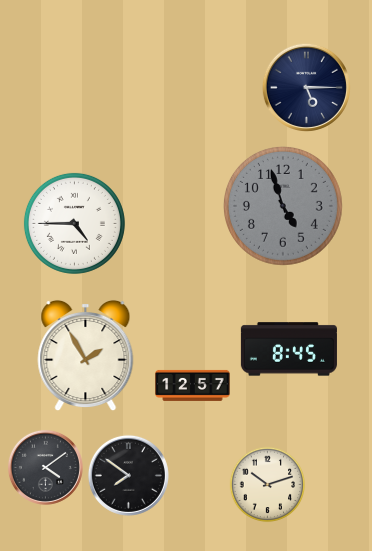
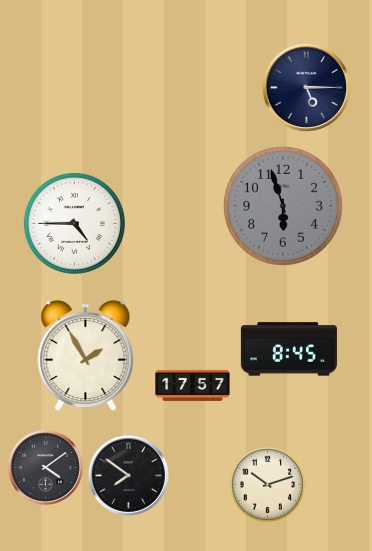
clock at (283, 206): 4:57 -> 5:57
clock at (193, 385): 12:57 -> 17:57
